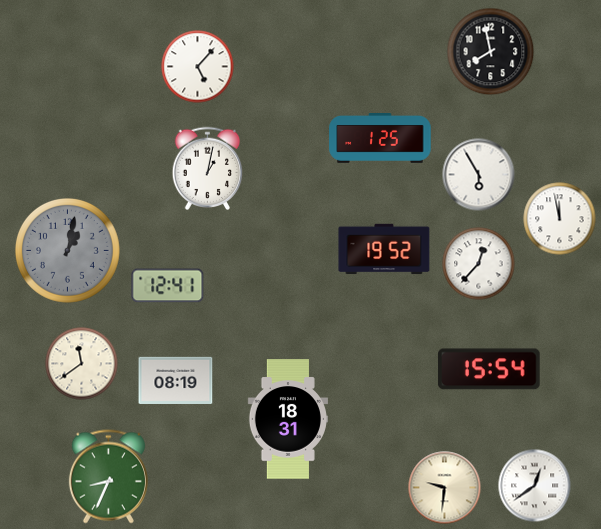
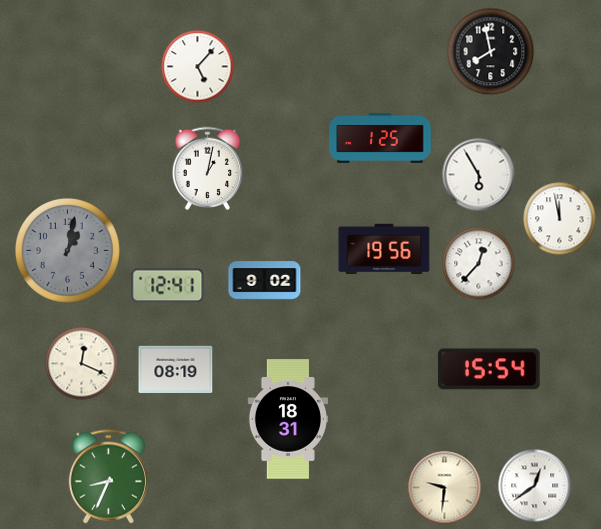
clock at (384, 249): 19:52 -> 19:56
clock at (265, 281): none -> 9:02
clock at (82, 364): 11:39 -> 12:19
clock at (176, 380) position: (176, 380) -> (176, 369)
